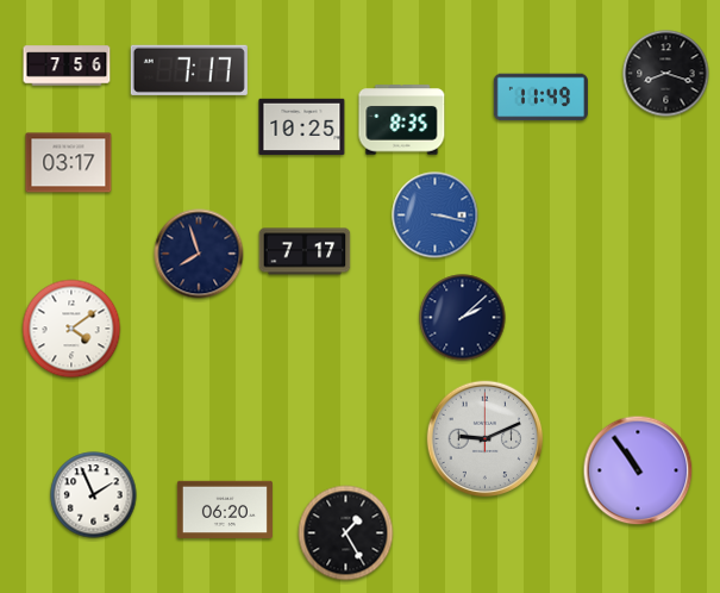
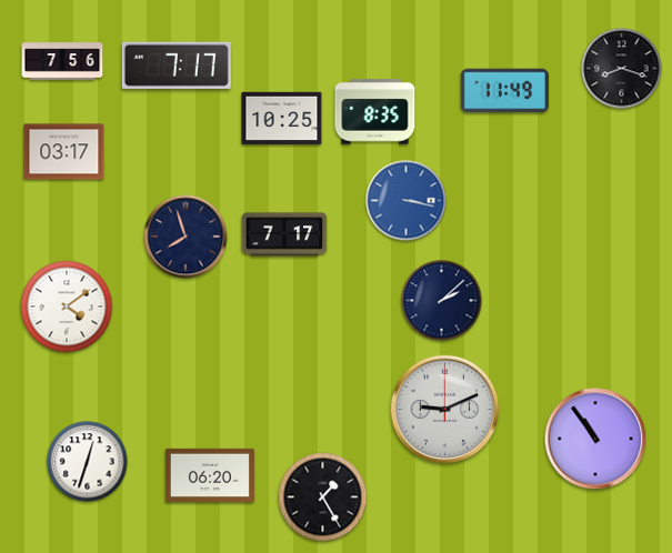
clock at (463, 318) position: (463, 318) -> (442, 301)
clock at (486, 439) position: (486, 439) -> (445, 410)
clock at (94, 495): 1:56 -> 12:33
